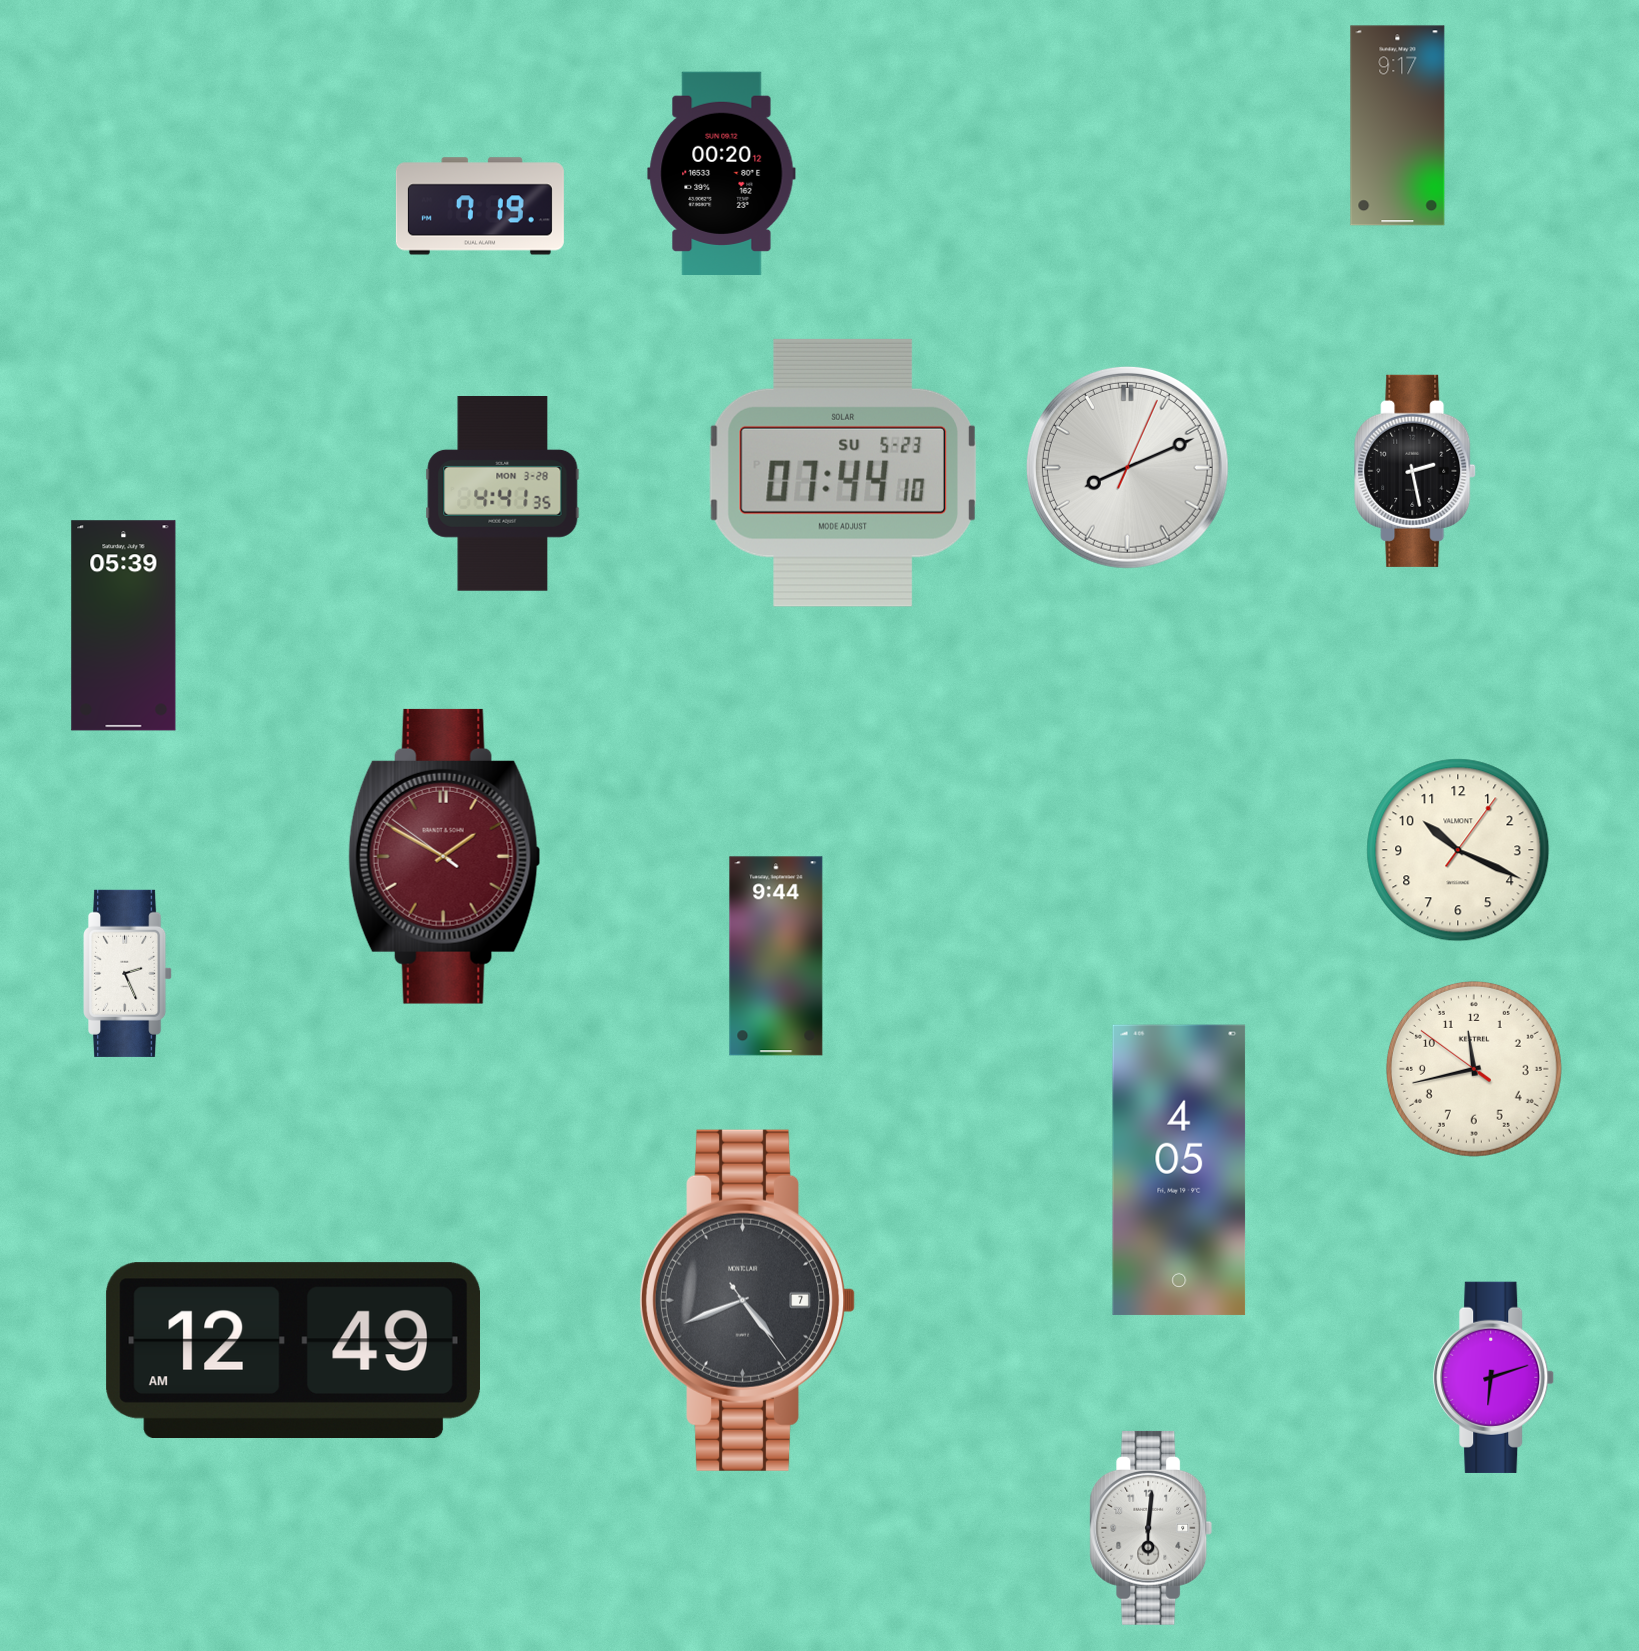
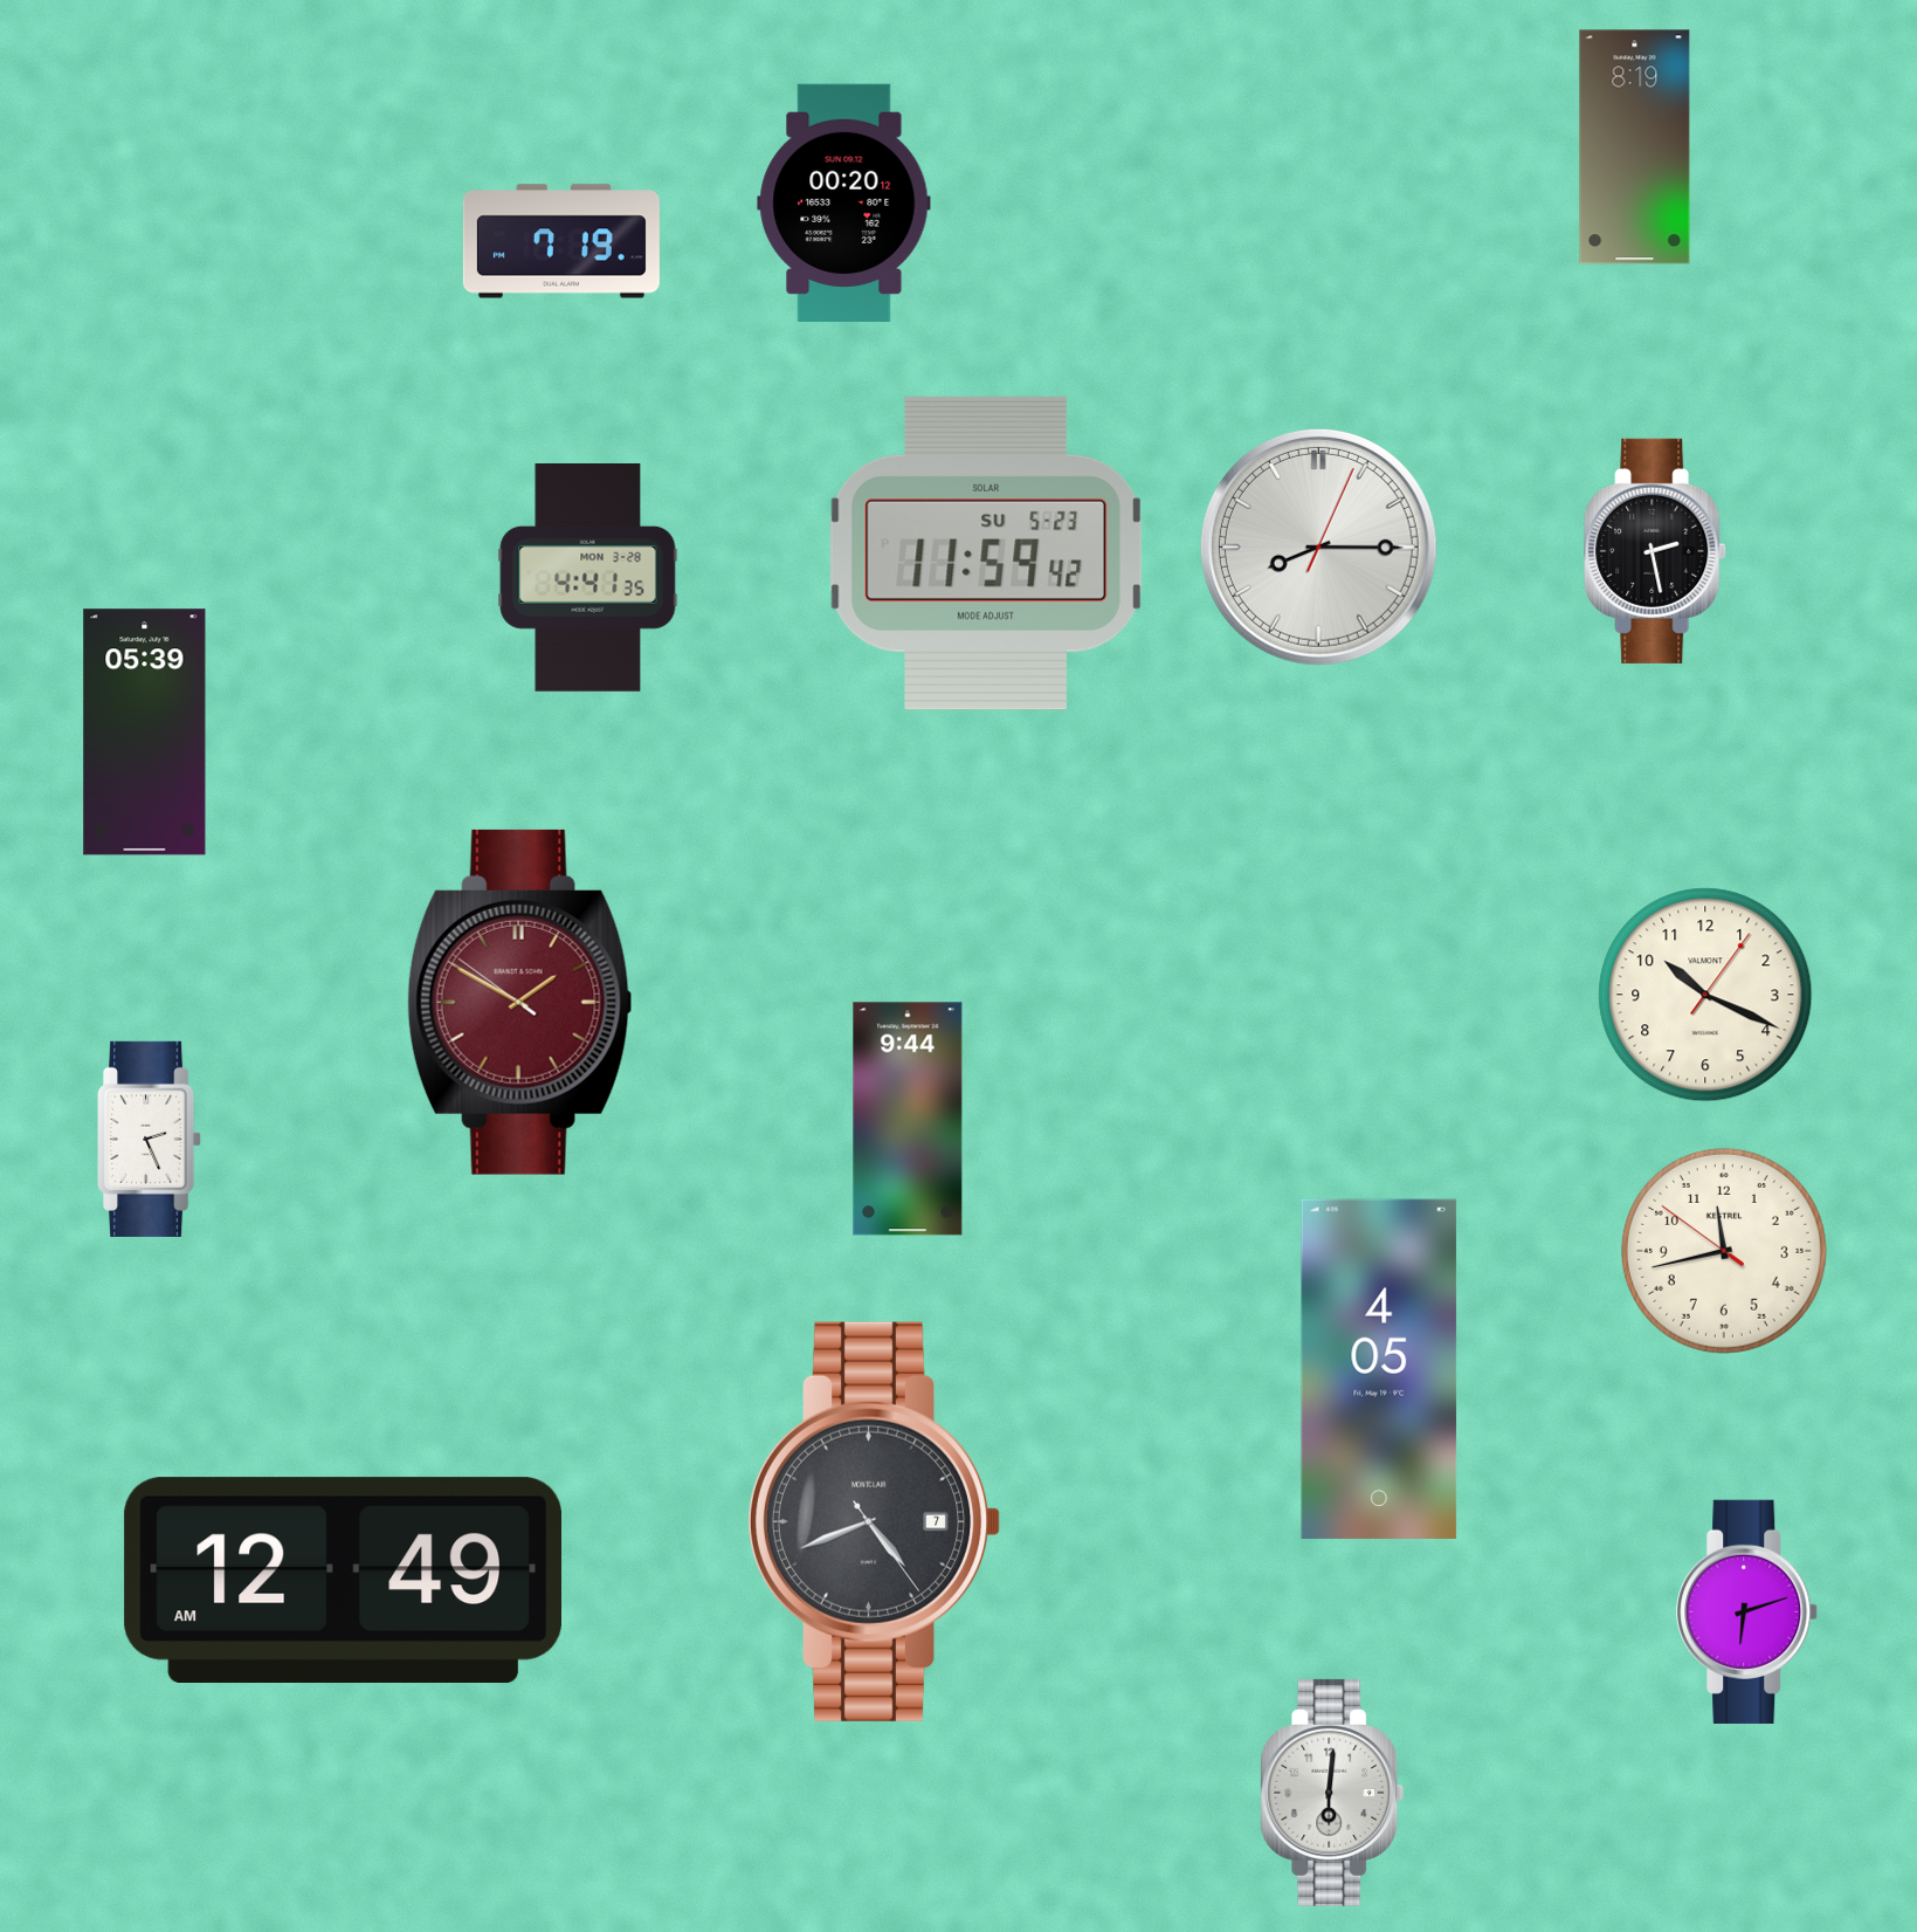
clock at (1398, 126): 9:17 -> 8:19
clock at (1127, 467): 8:11 -> 8:15
clock at (843, 473): 07:44 -> 11:59
clock at (1151, 1528) position: (1151, 1528) -> (1332, 1793)
